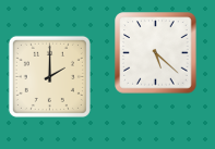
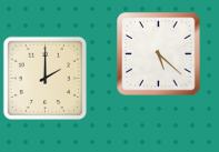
clock at (49, 76) position: (49, 76) -> (44, 78)
